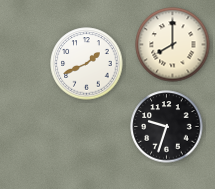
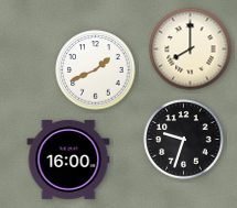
clock at (68, 160): none -> 16:00
